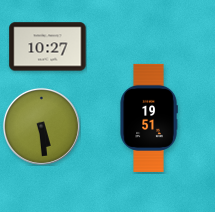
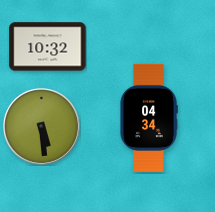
clock at (48, 47): 10:27 -> 10:32
clock at (149, 118): 19:51 -> 04:34
